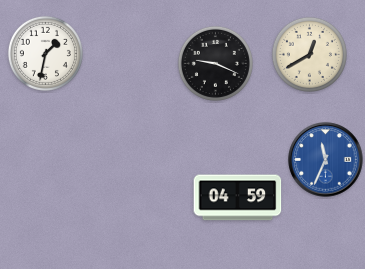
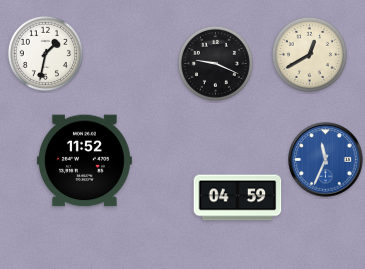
clock at (84, 161): none -> 11:52
